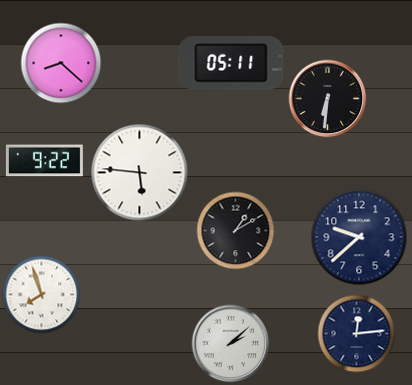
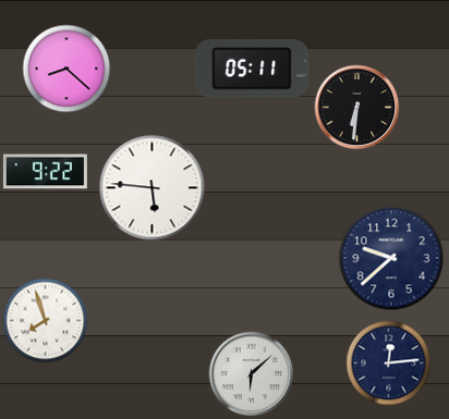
clock at (44, 161) position: (44, 161) -> (45, 172)
clock at (235, 230): 1:10 -> none
clock at (230, 343): 2:08 -> 6:08
